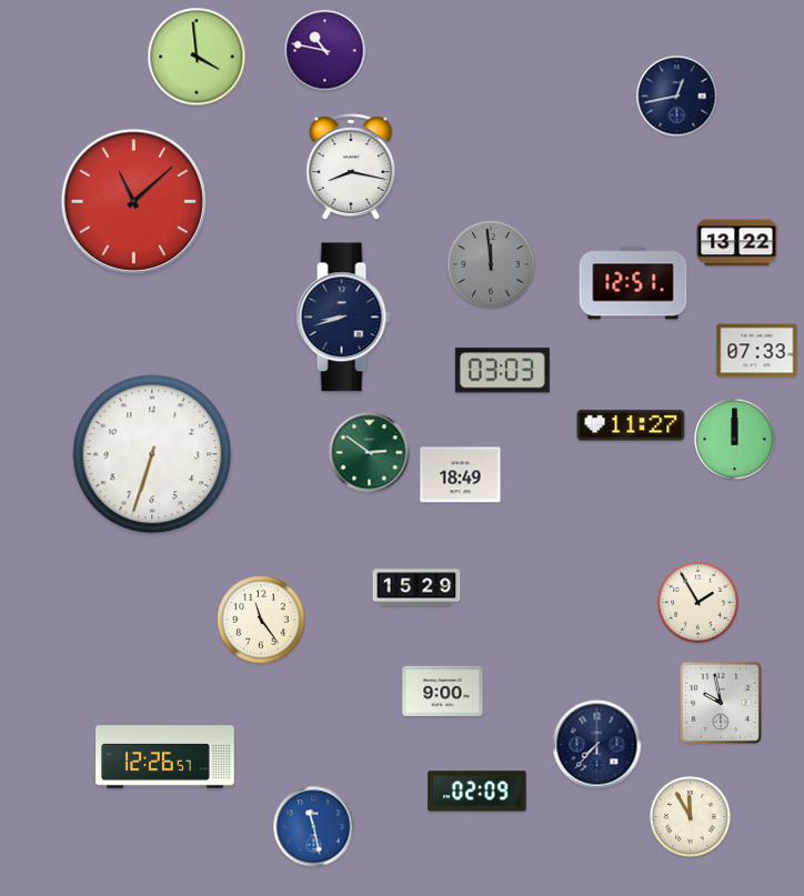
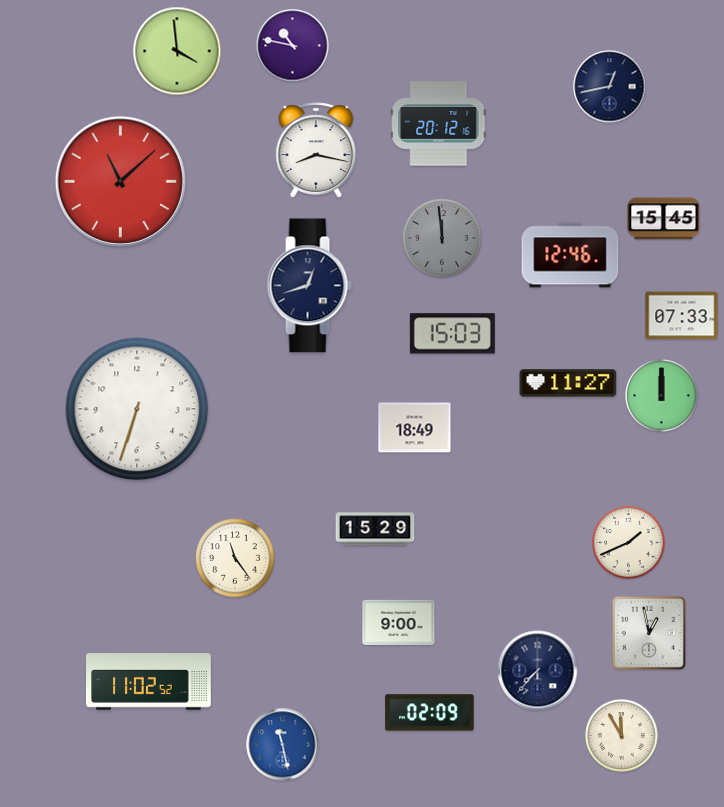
clock at (439, 124): none -> 20:12
clock at (737, 243): 13:22 -> 15:45
clock at (633, 283): 12:51 -> 12:46
clock at (343, 318): 8:42 -> 12:42
clock at (502, 371): 03:03 -> 15:03
clock at (370, 453): 2:51 -> none
clock at (699, 603): 1:55 -> 1:41
clock at (720, 702): 9:58 -> 12:58
clock at (165, 757): 12:26 -> 11:02
